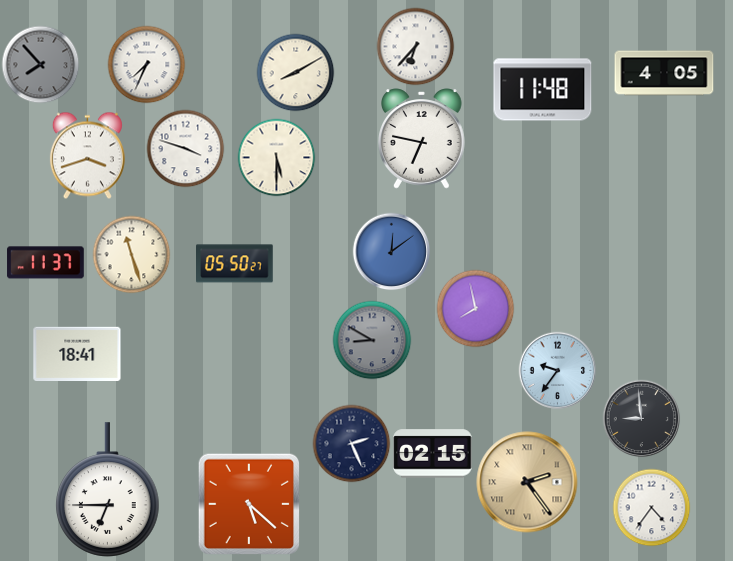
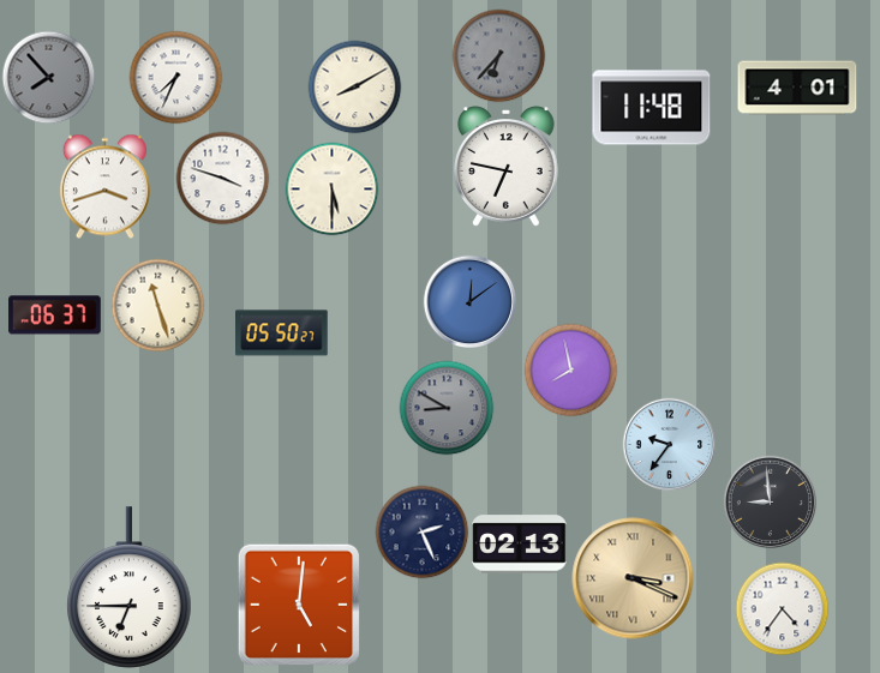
clock at (415, 46) dial: white -> grey
clock at (664, 73): 4:05 -> 4:01
clock at (46, 263): 11:37 -> 06:37
clock at (235, 264) position: (235, 264) -> (282, 334)
clock at (77, 353): 18:41 -> none
clock at (433, 454): 02:15 -> 02:13
clock at (527, 482): 2:24 -> 3:19
clock at (249, 504): 5:22 -> 5:01
